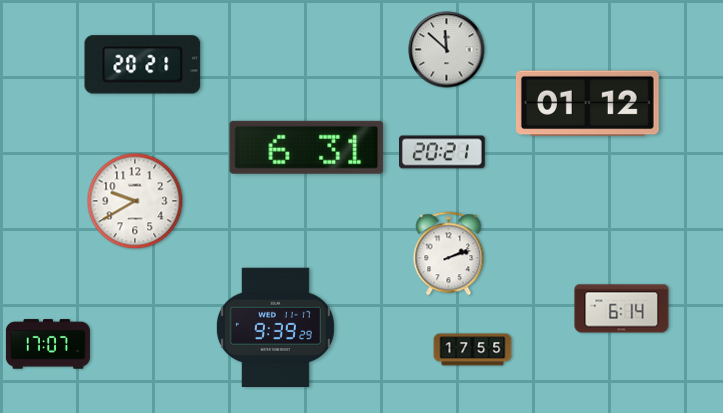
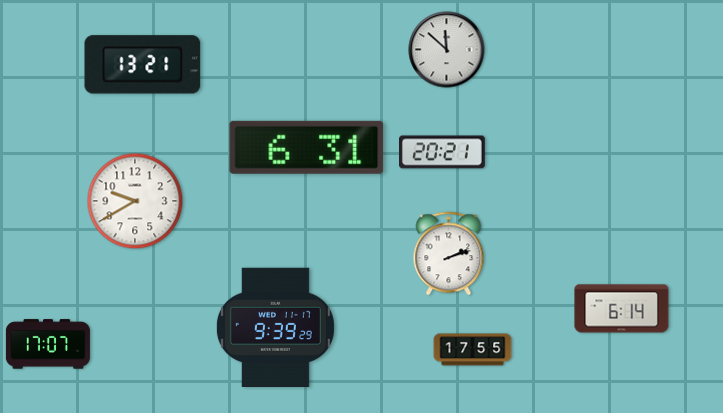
clock at (143, 65): 20:21 -> 13:21
clock at (587, 104): 01:12 -> none
